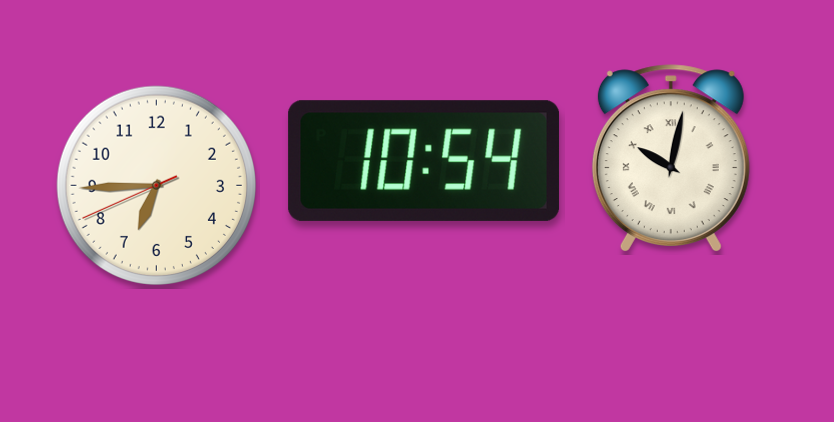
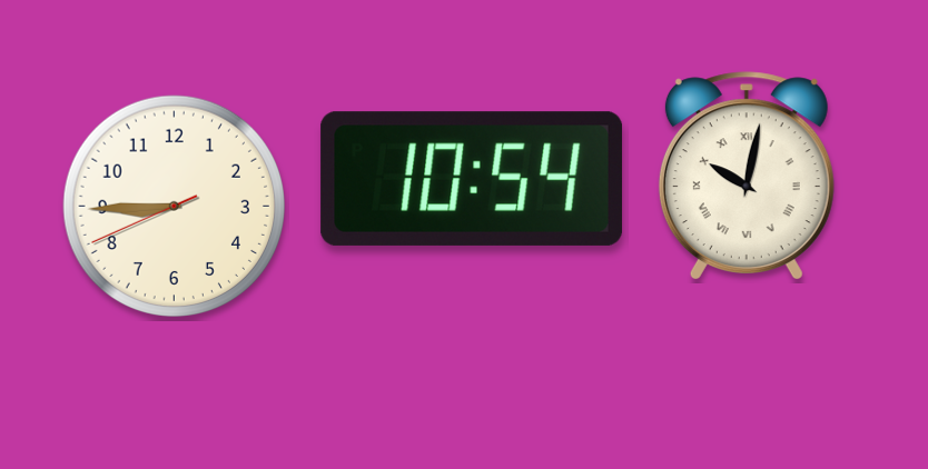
clock at (157, 186): 6:44 -> 8:44
